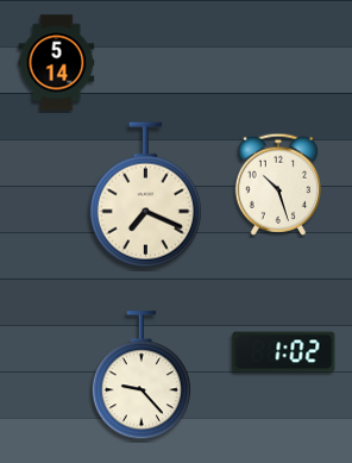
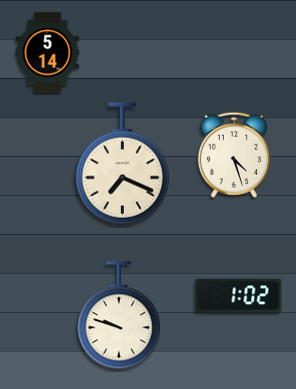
clock at (277, 184): 10:27 -> 4:27
clock at (142, 376): 9:23 -> 9:48
